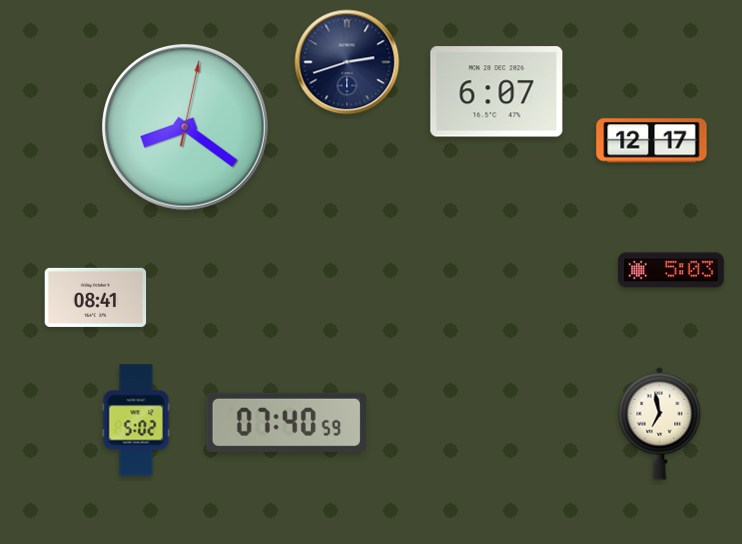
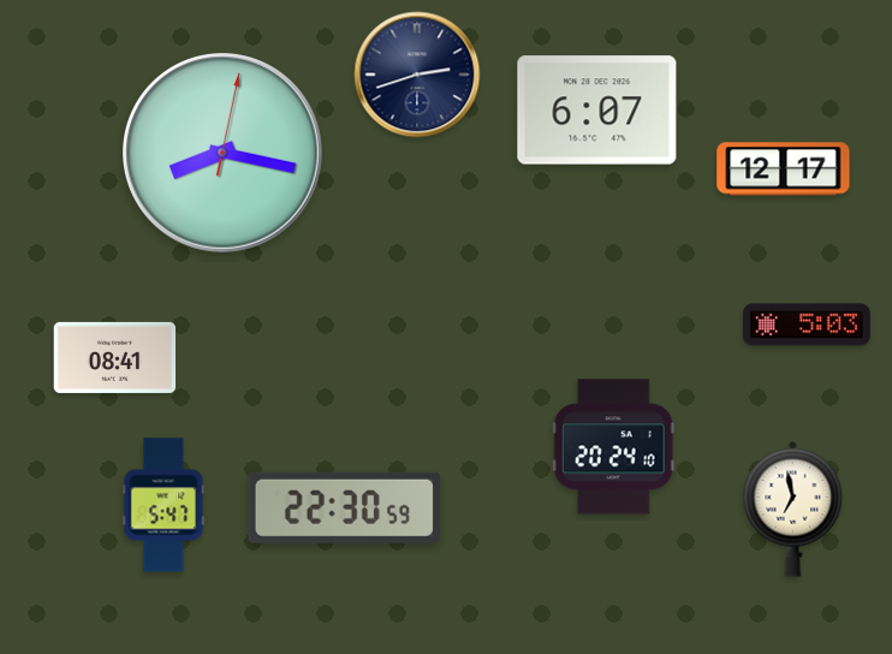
clock at (186, 128): 8:21 -> 8:17
clock at (613, 447): none -> 20:24
clock at (136, 420): 5:02 -> 5:47
clock at (286, 422): 07:40 -> 22:30
